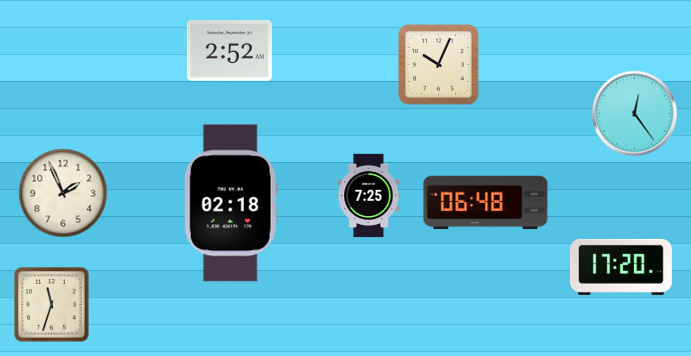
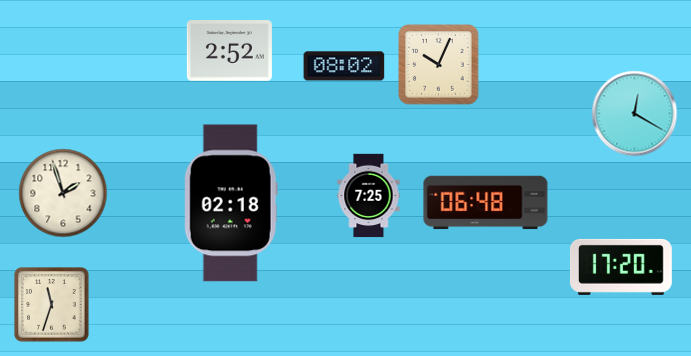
clock at (344, 66): none -> 08:02
clock at (635, 114): 12:24 -> 12:20
clock at (63, 193): 1:56 -> 1:57
